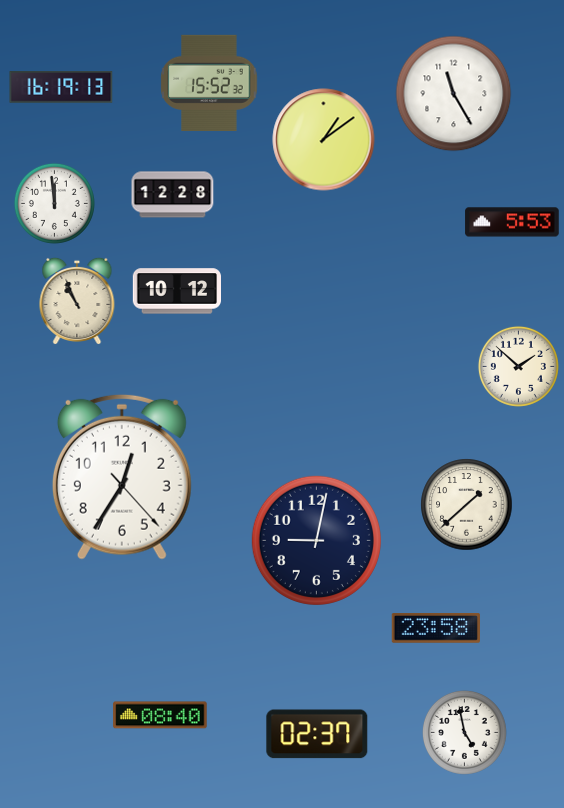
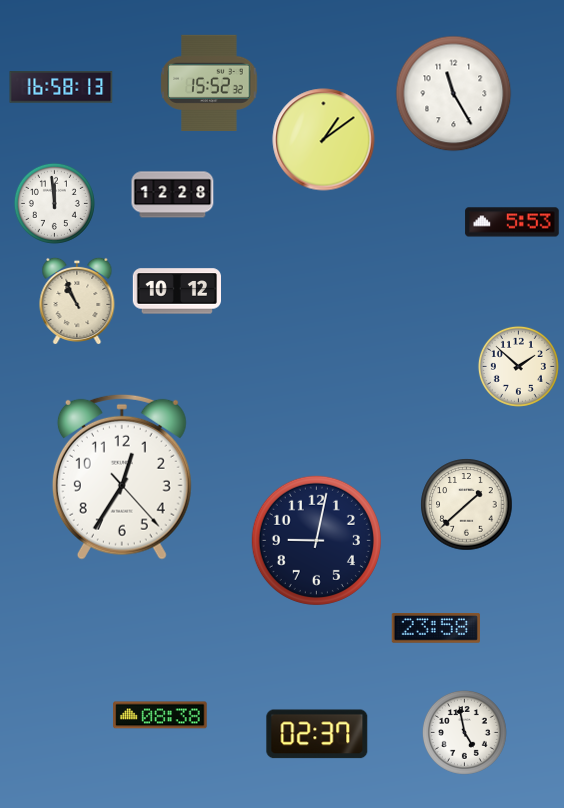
clock at (61, 87): 16:19 -> 16:58
clock at (160, 715): 08:40 -> 08:38
